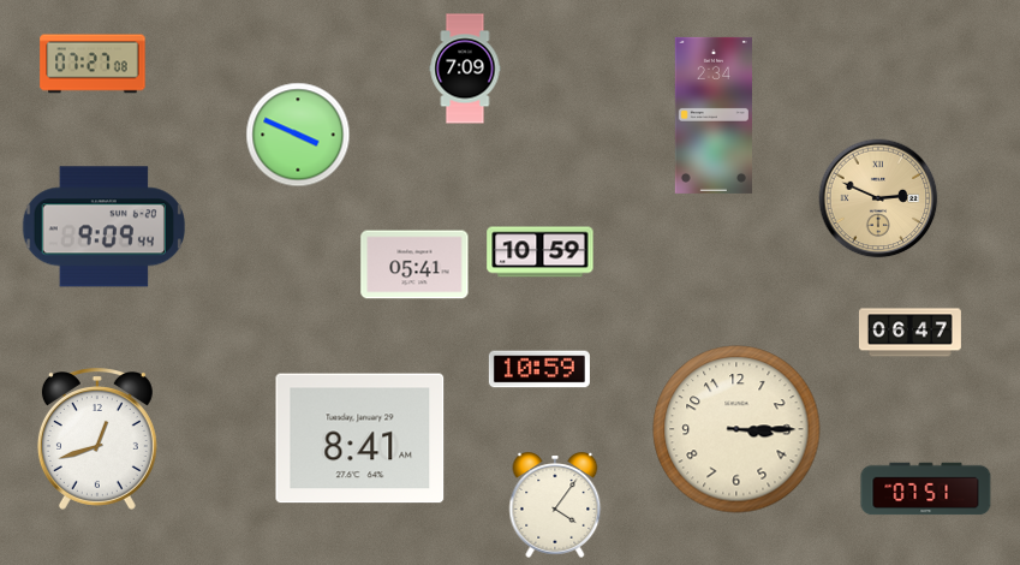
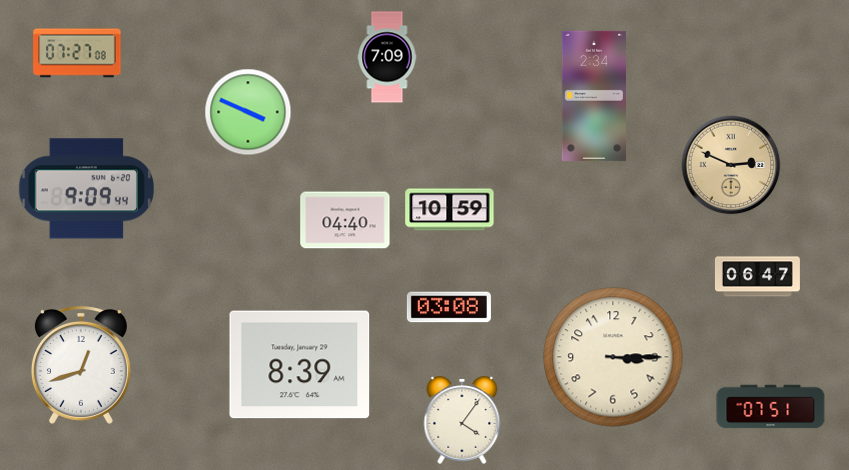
clock at (414, 264): 05:41 -> 04:40
clock at (539, 369): 10:59 -> 03:08
clock at (360, 439): 8:41 -> 8:39
